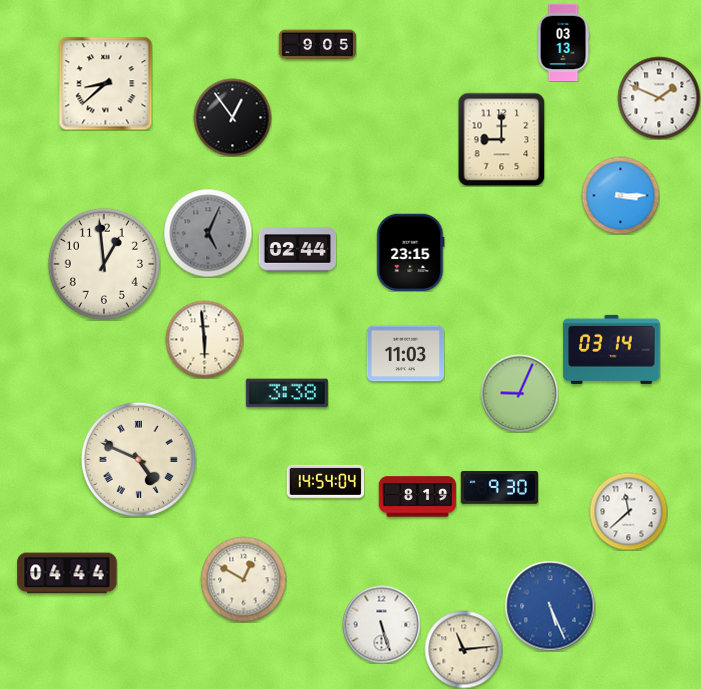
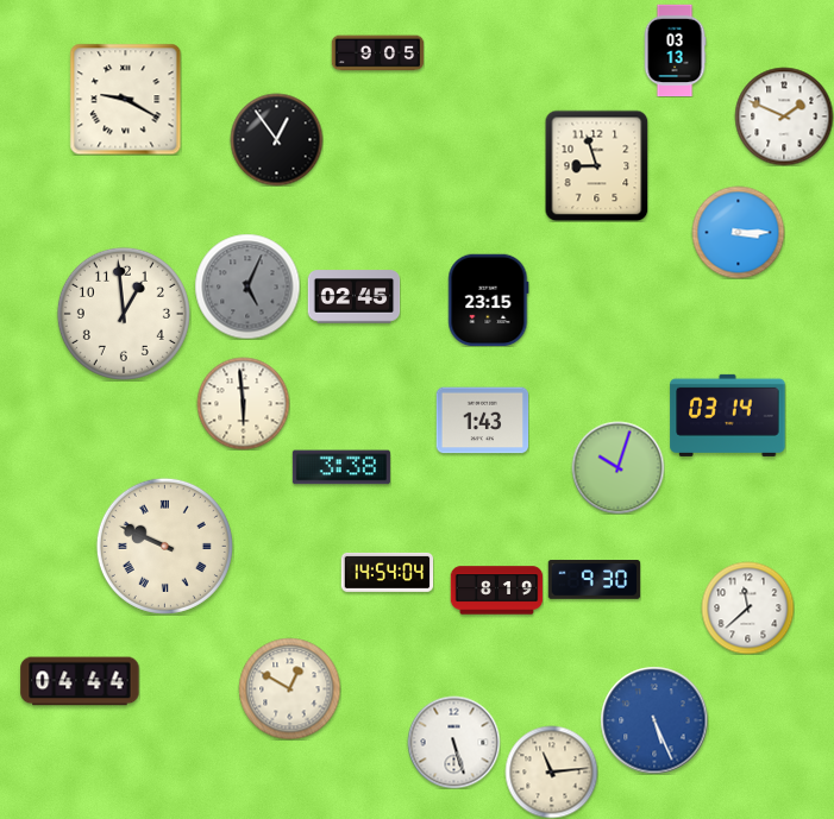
clock at (563, 42) position: (563, 42) -> (675, 50)
clock at (105, 83): 8:38 -> 9:20
clock at (502, 139): 9:00 -> 8:57
clock at (208, 233) position: (208, 233) -> (247, 286)
clock at (297, 250): 02:44 -> 02:45
clock at (405, 354): 11:03 -> 1:43
clock at (519, 393): 9:04 -> 10:03
clock at (138, 459): 4:49 -> 9:49
